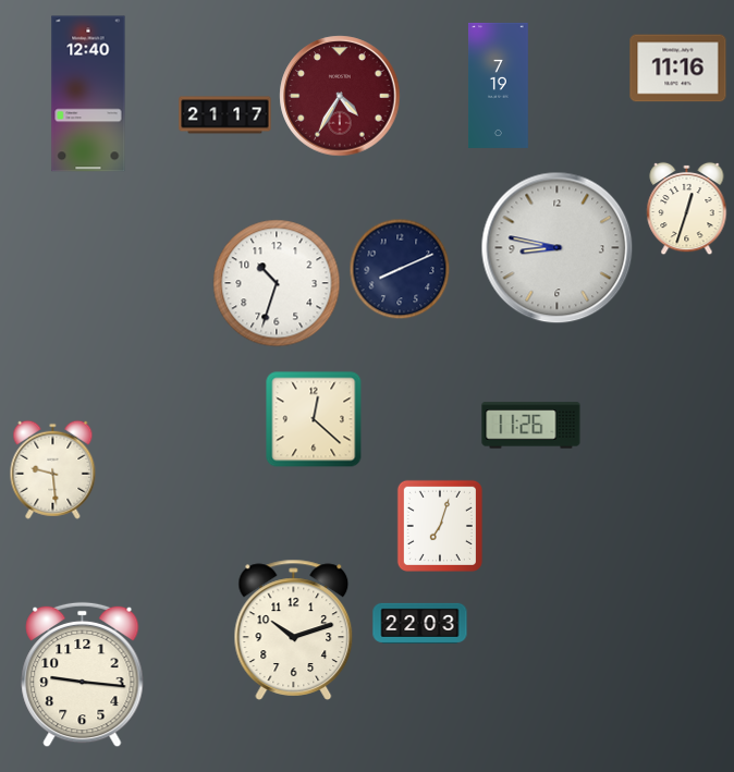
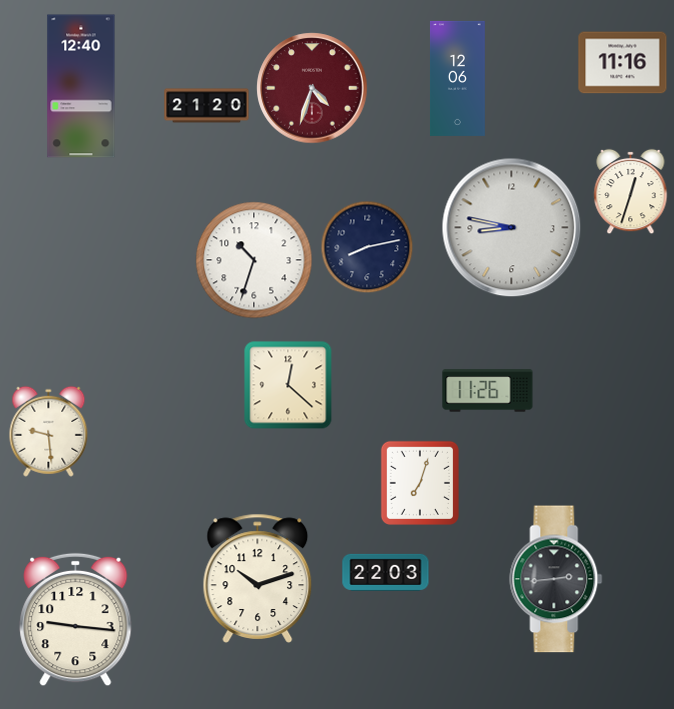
clock at (498, 85): 7:19 -> 12:06
clock at (340, 96): 4:35 -> 4:33
clock at (225, 115): 21:17 -> 21:20
clock at (400, 269): 8:11 -> 8:13
clock at (440, 526) position: (440, 526) -> (420, 483)
clock at (294, 629) position: (294, 629) -> (258, 578)
clock at (556, 579): none -> 2:44
